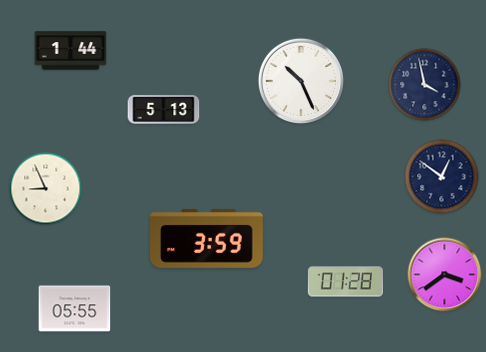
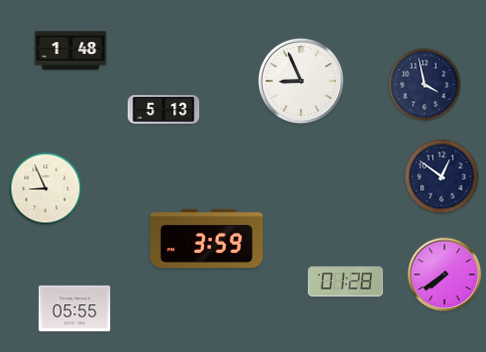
clock at (71, 51): 1:44 -> 1:48
clock at (300, 80): 10:26 -> 8:56
clock at (445, 275): 3:39 -> 7:39
